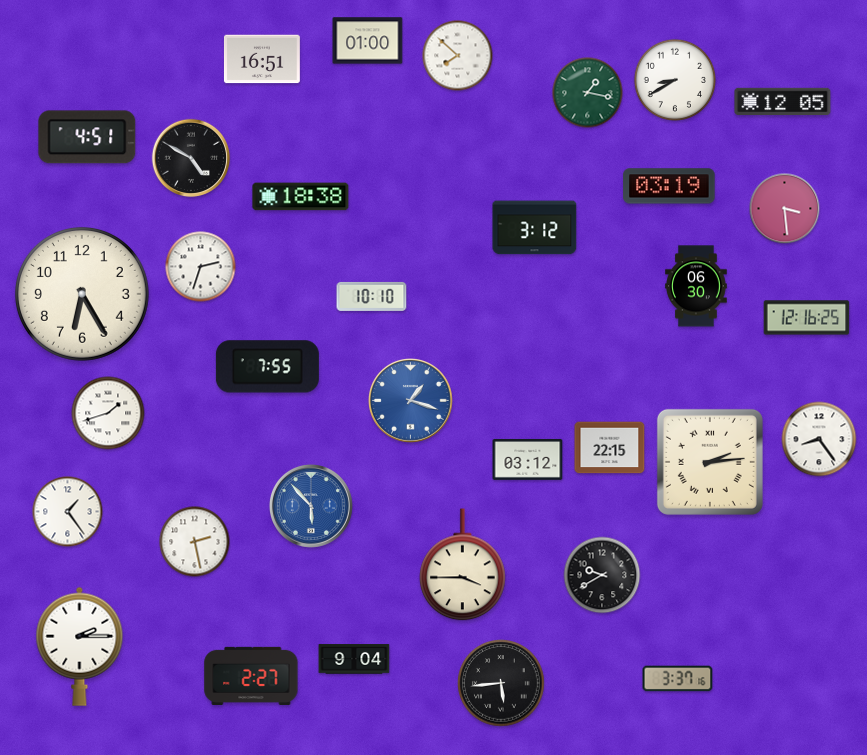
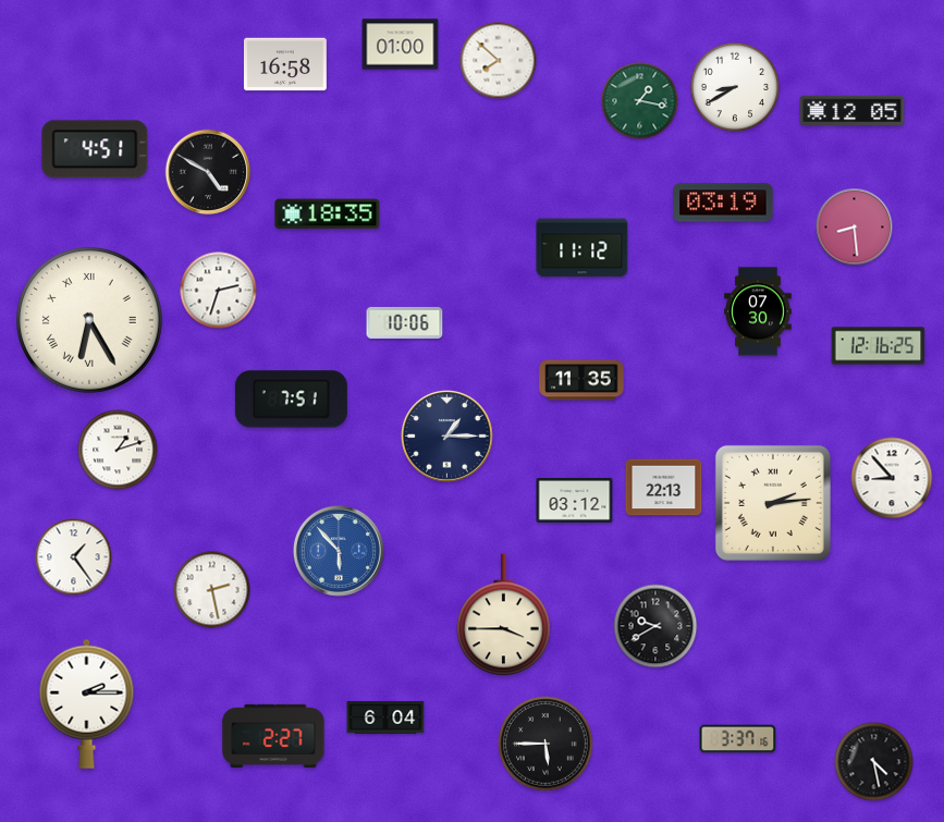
clock at (262, 59): 16:51 -> 16:58
clock at (669, 186) position: (669, 186) -> (723, 203)
clock at (301, 197): 18:38 -> 18:35
clock at (785, 209): 3:29 -> 8:29
clock at (535, 228): 3:12 -> 11:12
clock at (696, 286): 06:30 -> 07:30
clock at (82, 294) numerals: Arabic -> Roman
clock at (372, 296): 10:10 -> 10:06
clock at (581, 380): none -> 11:35
clock at (267, 367): 7:55 -> 7:51
clock at (411, 401): 1:18 -> 1:15
clock at (411, 401) dial: blue -> navy
clock at (108, 413): 1:42 -> 1:12
clock at (819, 439): 8:24 -> 8:53
clock at (610, 448): 22:15 -> 22:13
clock at (354, 659): 9:04 -> 6:04
clock at (501, 683): 5:44 -> 5:45
clock at (874, 762): none -> 4:28
